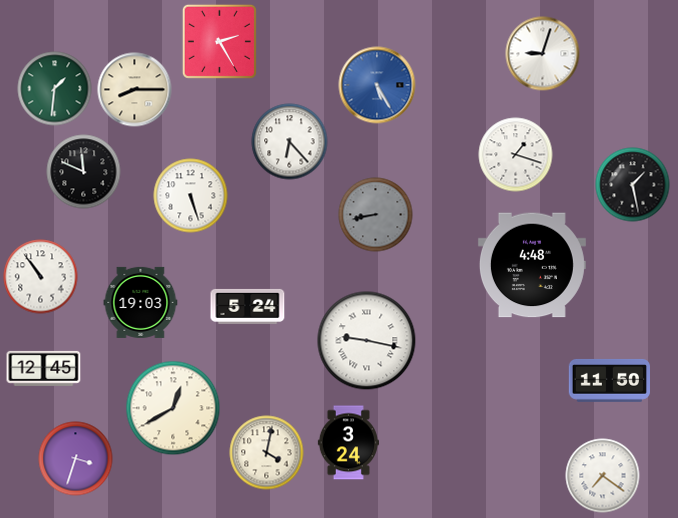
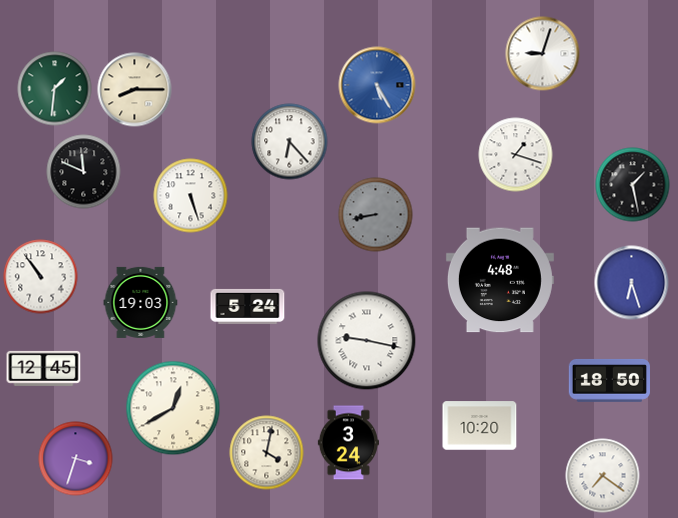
clock at (219, 41): 2:25 -> none
clock at (532, 265) position: (532, 265) -> (500, 280)
clock at (632, 283): none -> 6:27
clock at (609, 380): 11:50 -> 18:50
clock at (480, 426): none -> 10:20
